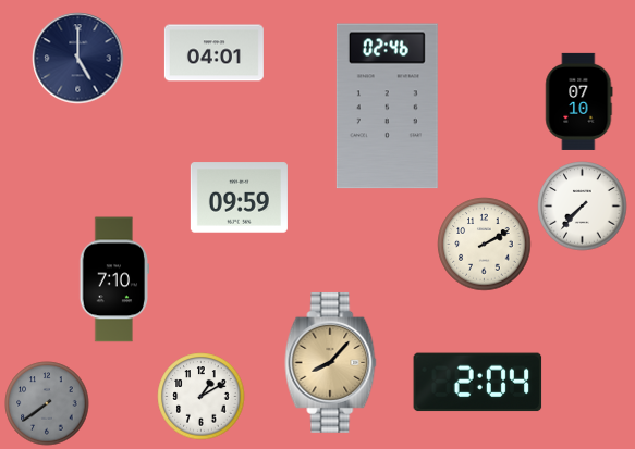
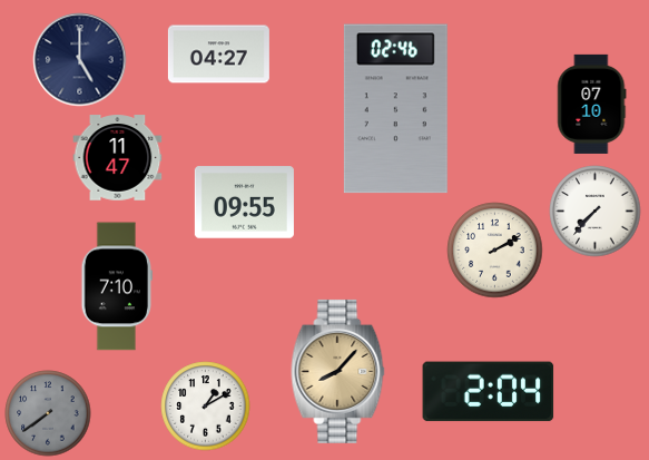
clock at (213, 53): 04:01 -> 04:27
clock at (118, 158): none -> 11:47
clock at (239, 198): 09:59 -> 09:55
